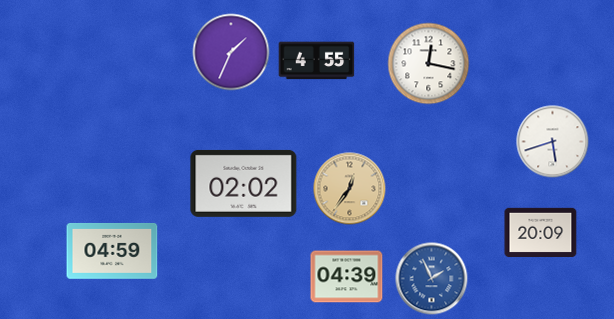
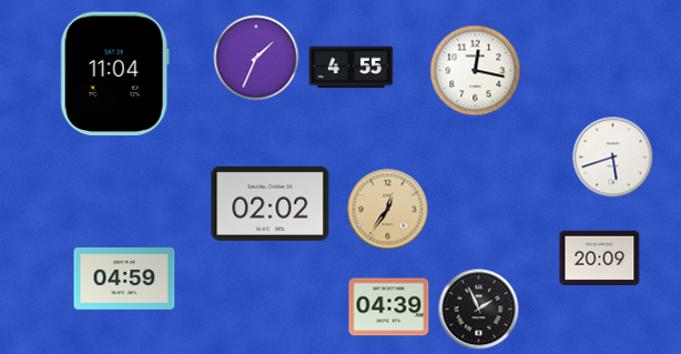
clock at (114, 73): none -> 11:04
clock at (347, 277) position: (347, 277) -> (389, 307)
clock at (432, 279) dial: blue -> black
